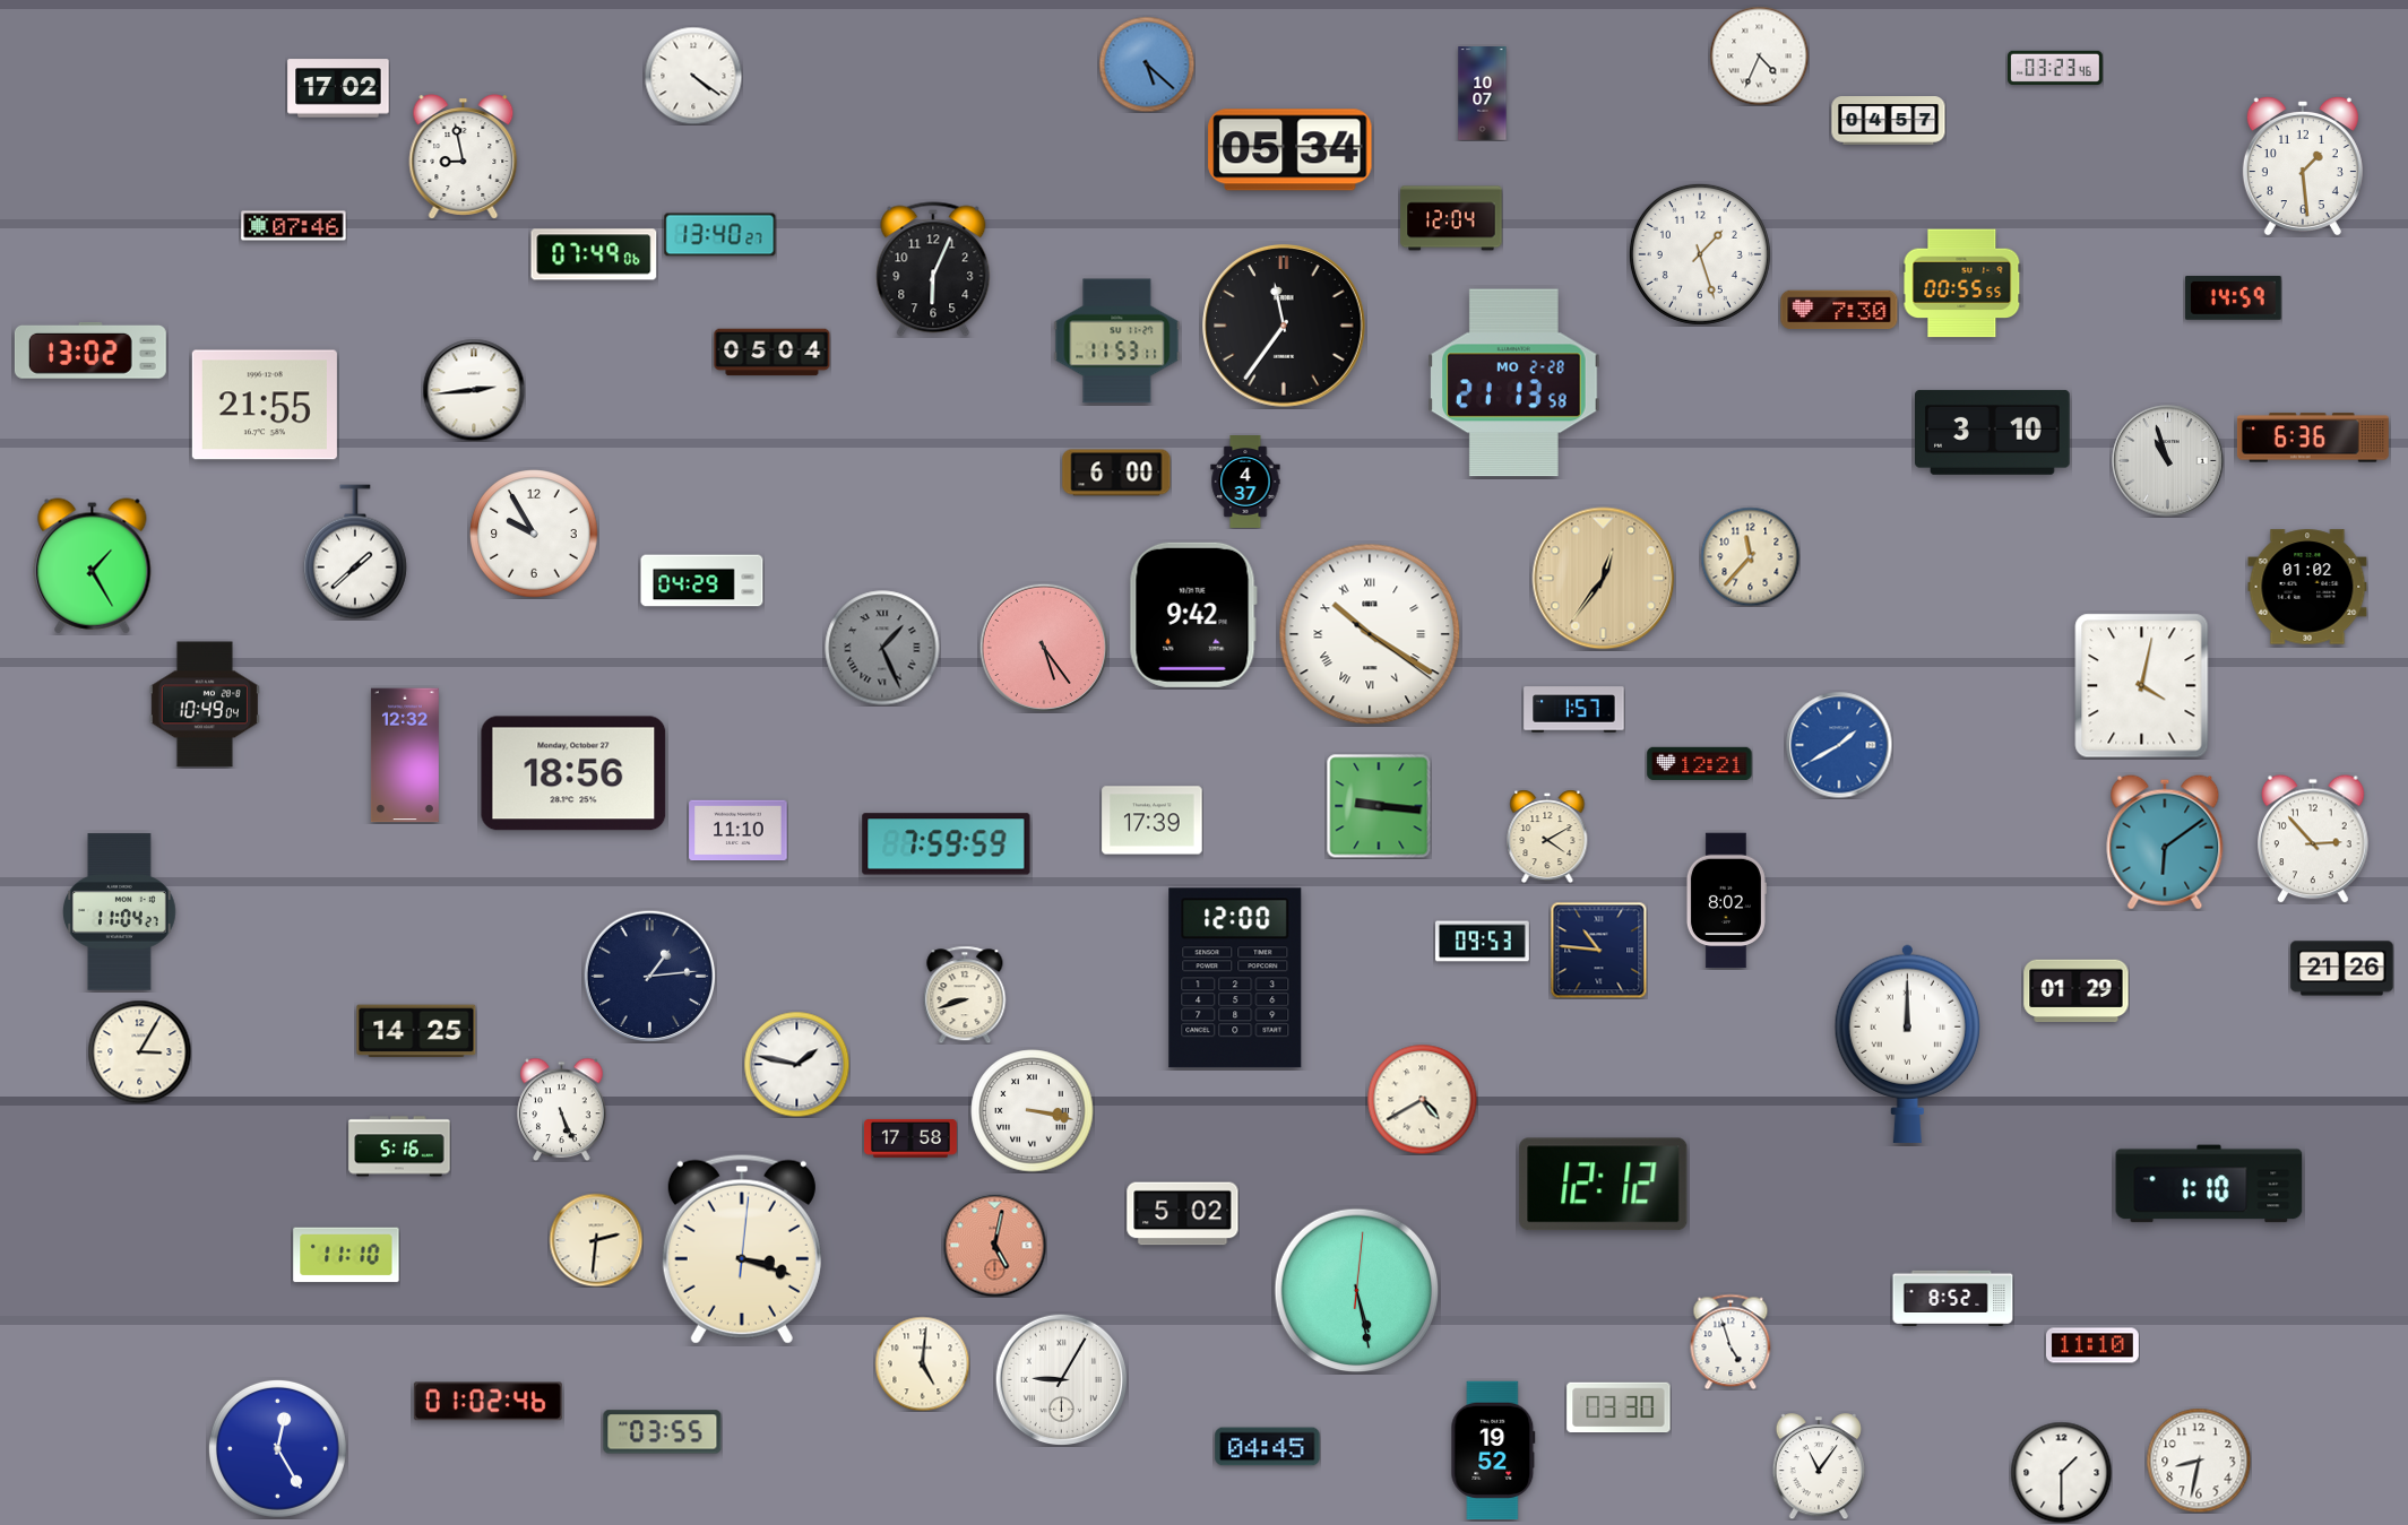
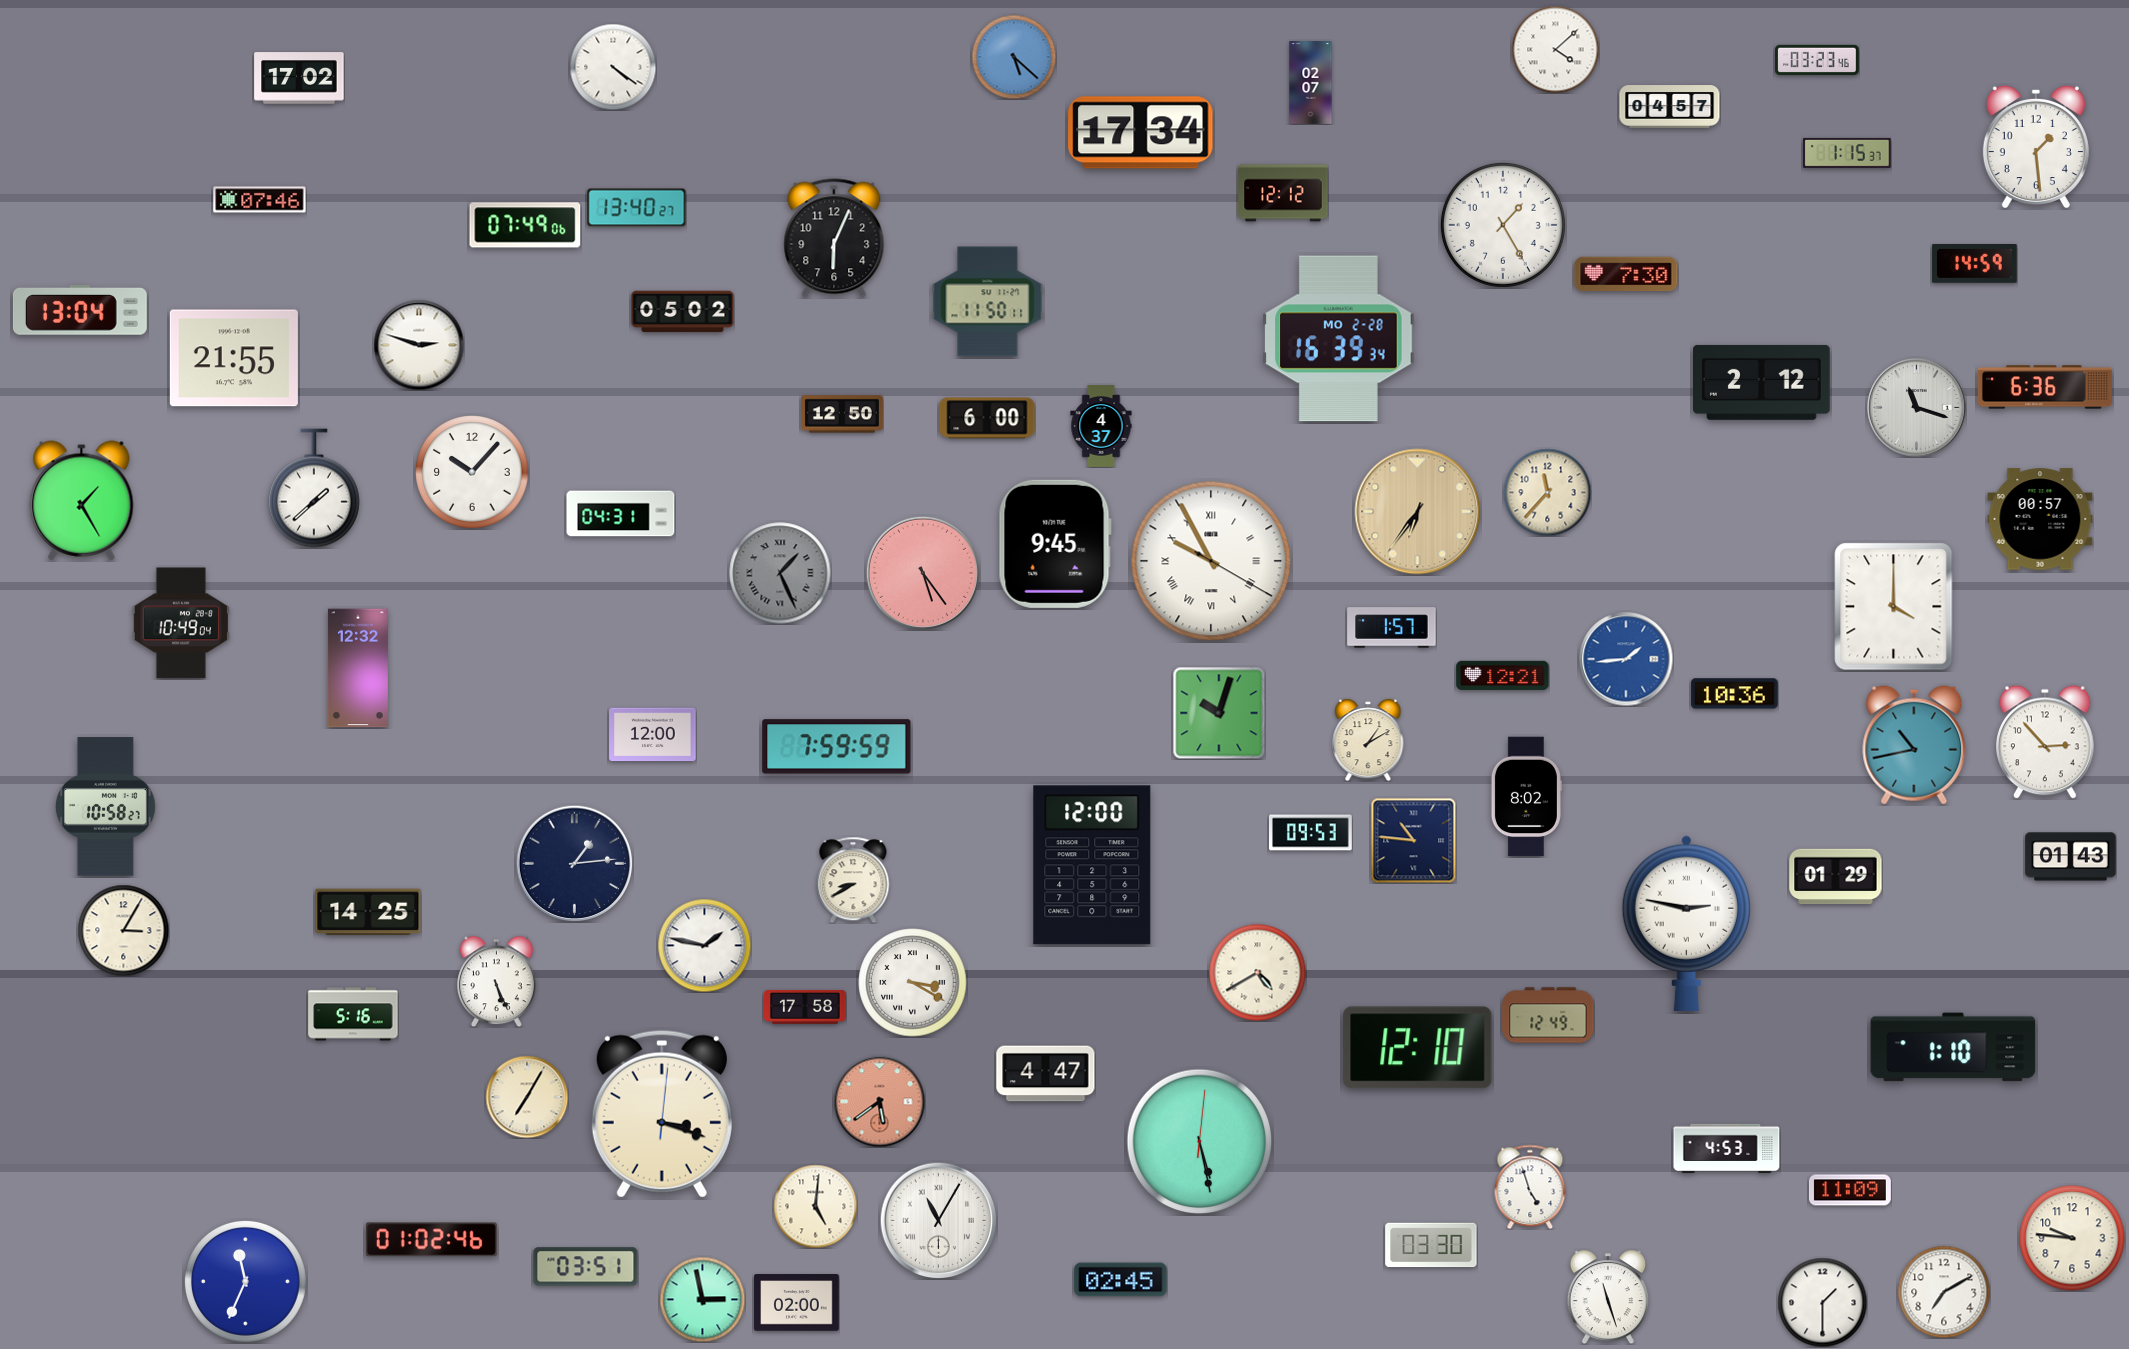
clock at (1759, 55): 4:34 -> 4:08
clock at (1483, 94): 10:07 -> 02:07
clock at (1291, 150): 05:34 -> 17:34
clock at (464, 157): 8:58 -> none
clock at (1847, 153): none -> 1:15
clock at (1451, 218): 12:04 -> 12:12
clock at (1700, 254): 1:27 -> 1:25
clock at (933, 269) position: (933, 269) -> (834, 238)
clock at (1962, 284): 00:55 -> none
clock at (1284, 326): 11:36 -> none
clock at (1117, 341): 11:53 -> 11:50
clock at (90, 350): 13:02 -> 13:04
clock at (773, 353): 05:04 -> 05:02
clock at (1514, 383): 21:13 -> 16:39
clock at (474, 390): 2:44 -> 2:48
clock at (1993, 432): 3:10 -> 2:12
clock at (2168, 461): 10:57 -> 11:18
clock at (842, 414): none -> 12:50
clock at (534, 534): 9:55 -> 10:07
clock at (1604, 579): 12:36 -> 6:36
clock at (702, 581): 04:29 -> 04:31
clock at (2307, 587): 01:02 -> 00:57
clock at (1193, 615): 9:42 -> 9:45
clock at (1370, 634): 10:20 -> 9:55
clock at (2142, 686): 4:02 -> 4:00
clock at (1839, 745): 1:40 -> 1:44
clock at (573, 773): 18:56 -> none
clock at (1735, 694): none -> 10:36
clock at (1379, 806): 9:16 -> 10:03
clock at (1153, 821): 17:39 -> none
clock at (739, 831): 11:10 -> 12:00
clock at (1547, 837): 4:10 -> 1:10
clock at (2165, 842): 6:09 -> 10:43
clock at (120, 912): 11:04 -> 10:58
clock at (2342, 969): 21:26 -> 01:43
clock at (965, 995): 8:42 -> 8:40
clock at (1907, 1043): 12:00 -> 2:47
clock at (796, 1064) position: (796, 1064) -> (704, 945)
clock at (1033, 1111): 3:17 -> 3:20
clock at (1548, 1015): none -> 12:49
clock at (1604, 1185): 12:12 -> 12:10
clock at (1183, 1214): 5:02 -> 4:47
clock at (596, 1240): 2:31 -> 7:05
clock at (994, 1245): 5:02 -> 5:39
clock at (742, 1249) position: (742, 1249) -> (662, 1114)
clock at (346, 1255): 11:10 -> none
clock at (1953, 1299): 8:52 -> 4:53
clock at (2092, 1345): 11:10 -> 11:09
clock at (1061, 1379): 9:05 -> 11:05
clock at (2072, 1238): none -> 9:46
clock at (663, 1432): 03:55 -> 03:51
clock at (1268, 1447): 04:45 -> 02:45
clock at (277, 1448): 12:25 -> 11:34
clock at (1493, 1450): 19:52 -> none
clock at (2199, 1461): 8:32 -> 7:10
clock at (1819, 1466): 11:06 -> 11:27
clock at (702, 1299): none -> 2:58
clock at (797, 1303): none -> 02:00
